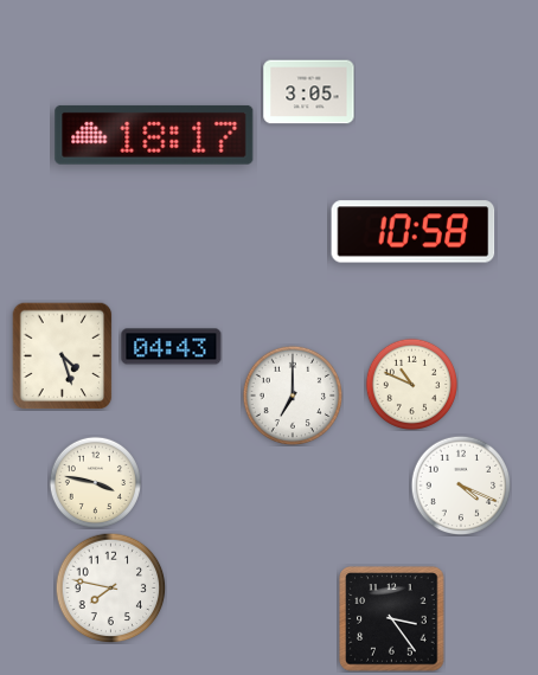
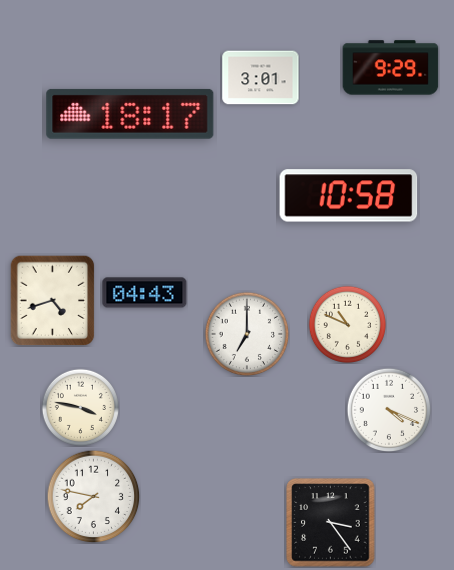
clock at (391, 68): none -> 9:29
clock at (309, 92): 3:05 -> 3:01
clock at (63, 355): 4:27 -> 4:42
